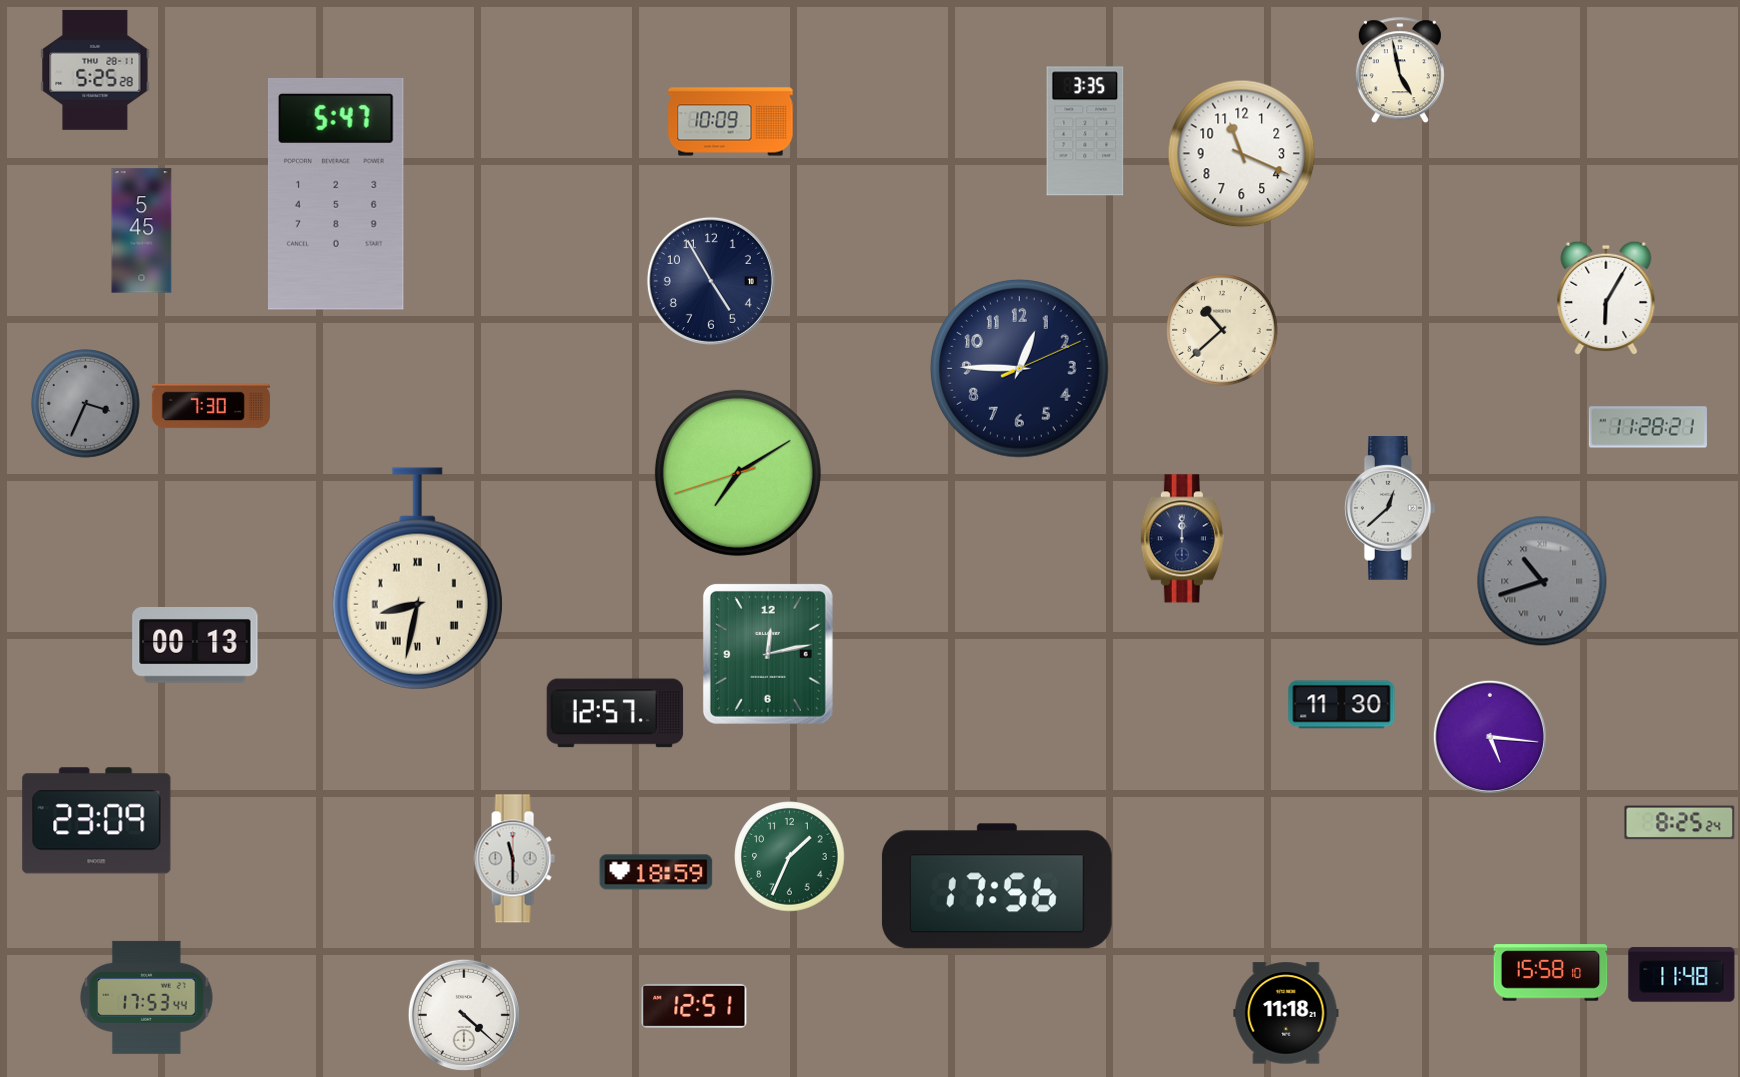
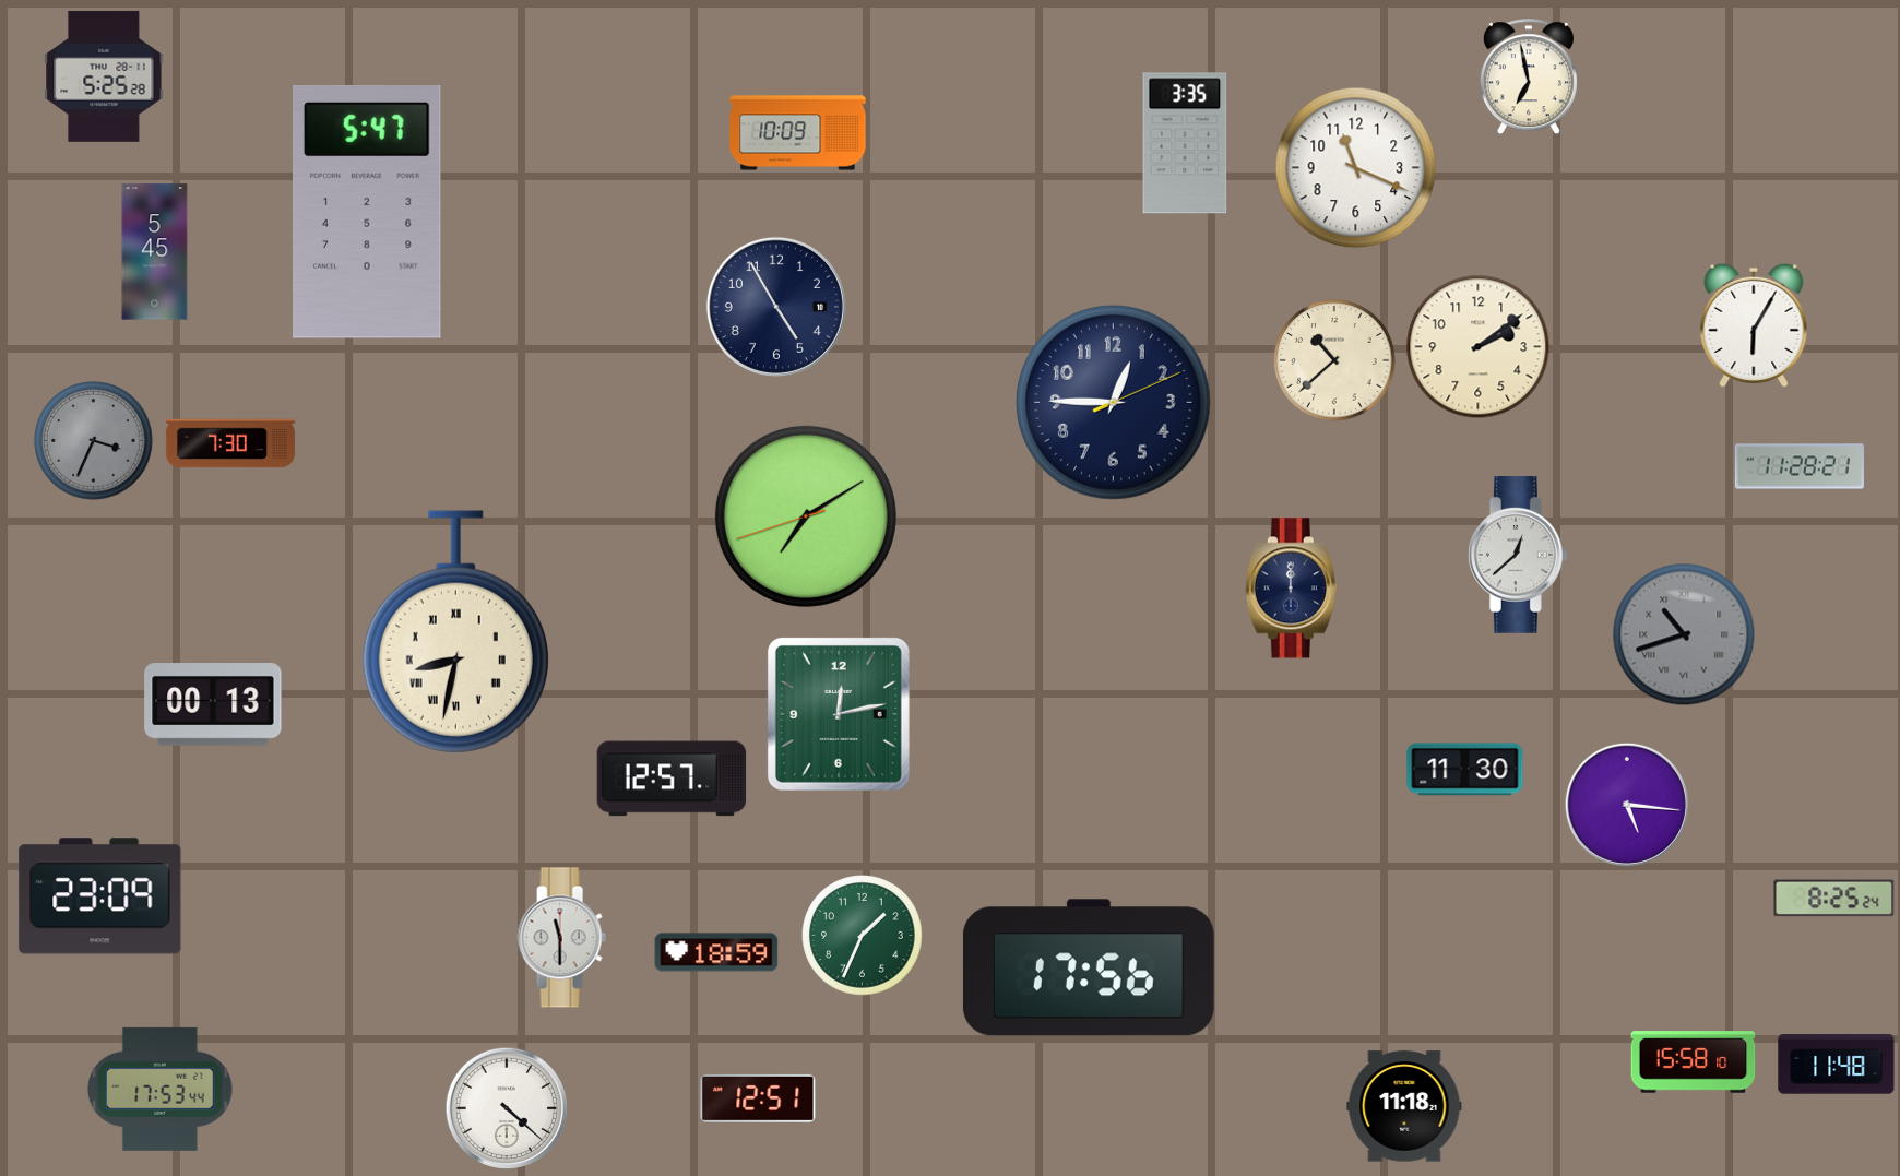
clock at (1400, 71): 4:58 -> 6:58
clock at (1479, 347): none -> 2:09
clock at (97, 821) position: (97, 821) -> (100, 896)
